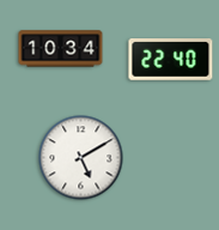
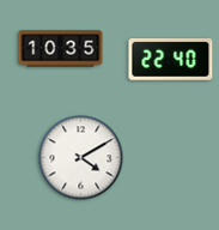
clock at (61, 49): 10:34 -> 10:35
clock at (81, 158): 5:10 -> 4:10
